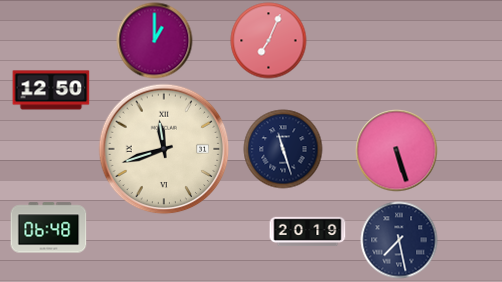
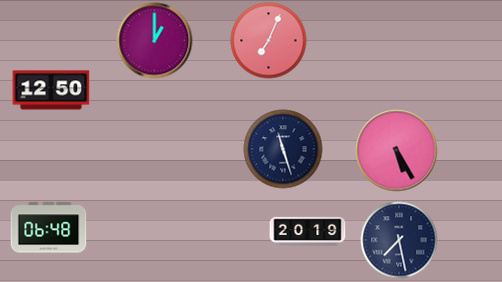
clock at (164, 149): 11:42 -> none
clock at (397, 151): 5:27 -> 5:25
